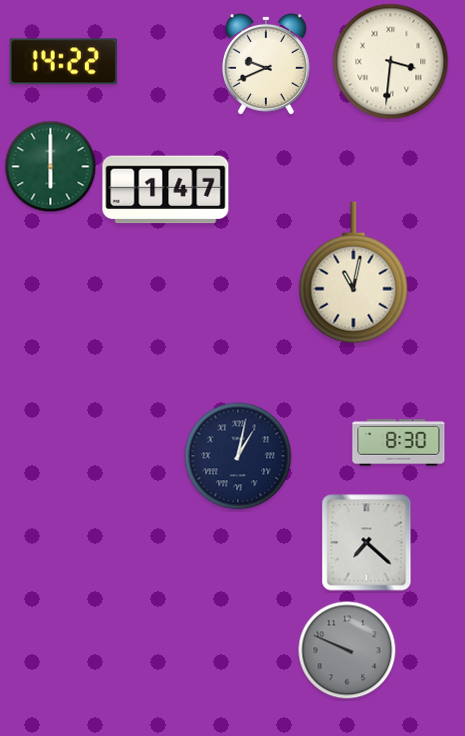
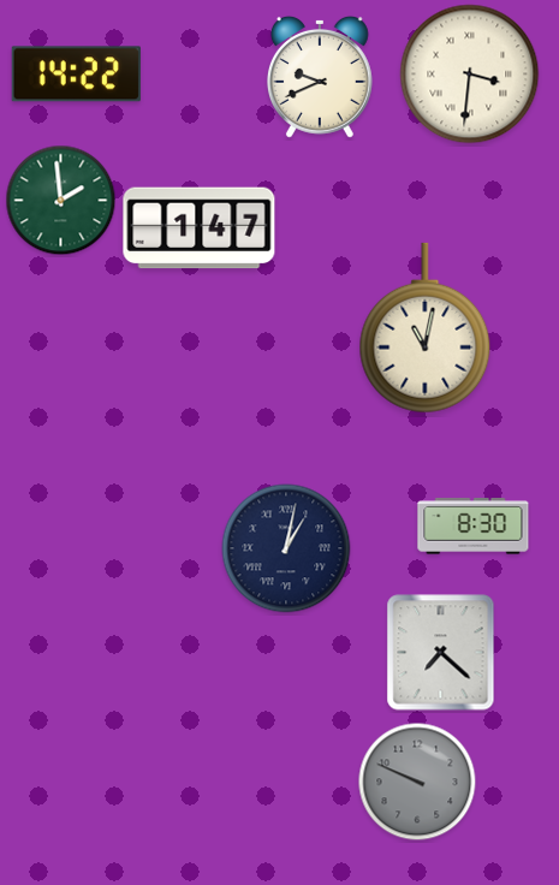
clock at (51, 167): 6:00 -> 1:59
clock at (399, 443) position: (399, 443) -> (474, 527)
